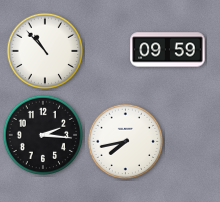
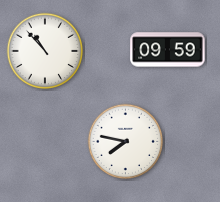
clock at (43, 135): 2:16 -> none
clock at (126, 142): 7:43 -> 7:47
